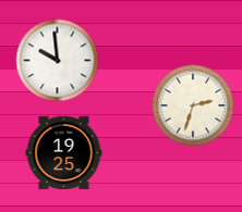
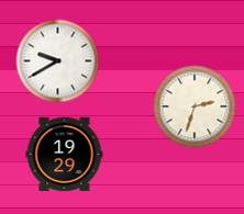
clock at (58, 61): 9:59 -> 9:40
clock at (64, 153): 19:25 -> 19:29
